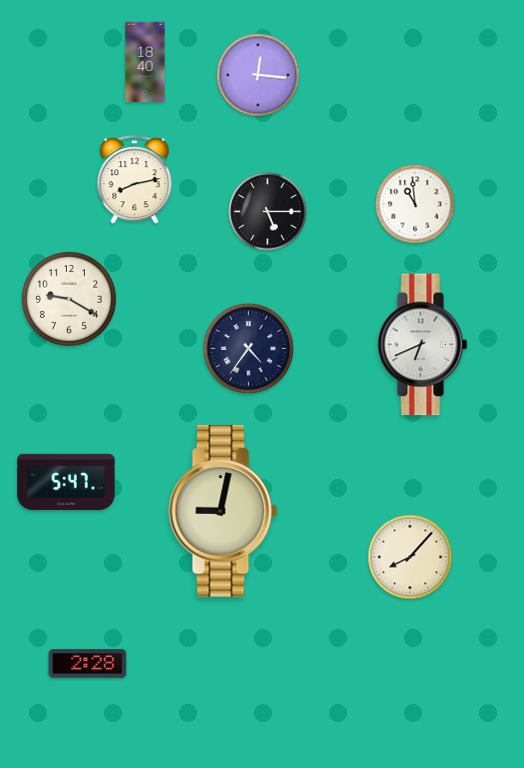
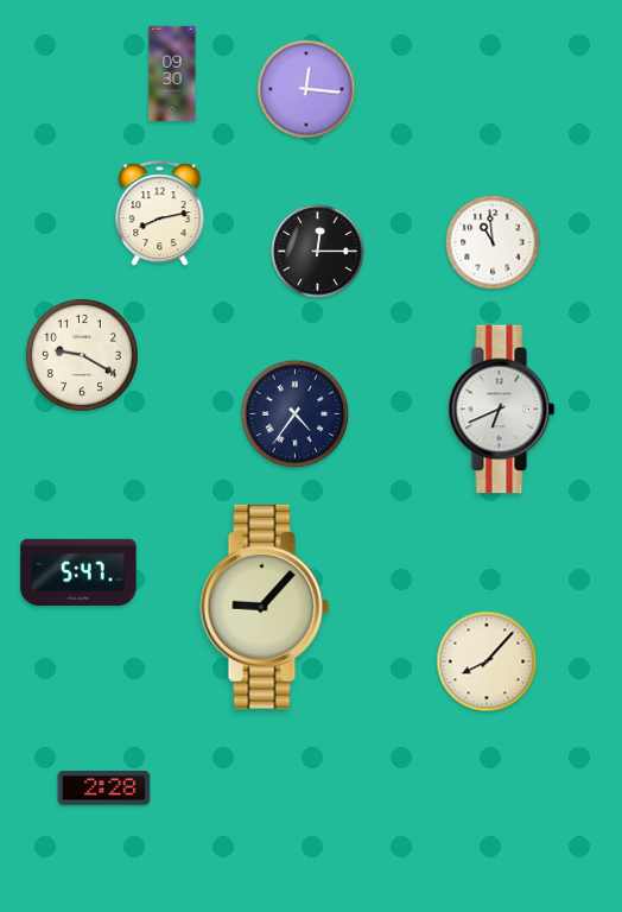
clock at (145, 62): 18:40 -> 09:30
clock at (268, 212): 5:15 -> 12:15
clock at (223, 511): 9:02 -> 9:07
